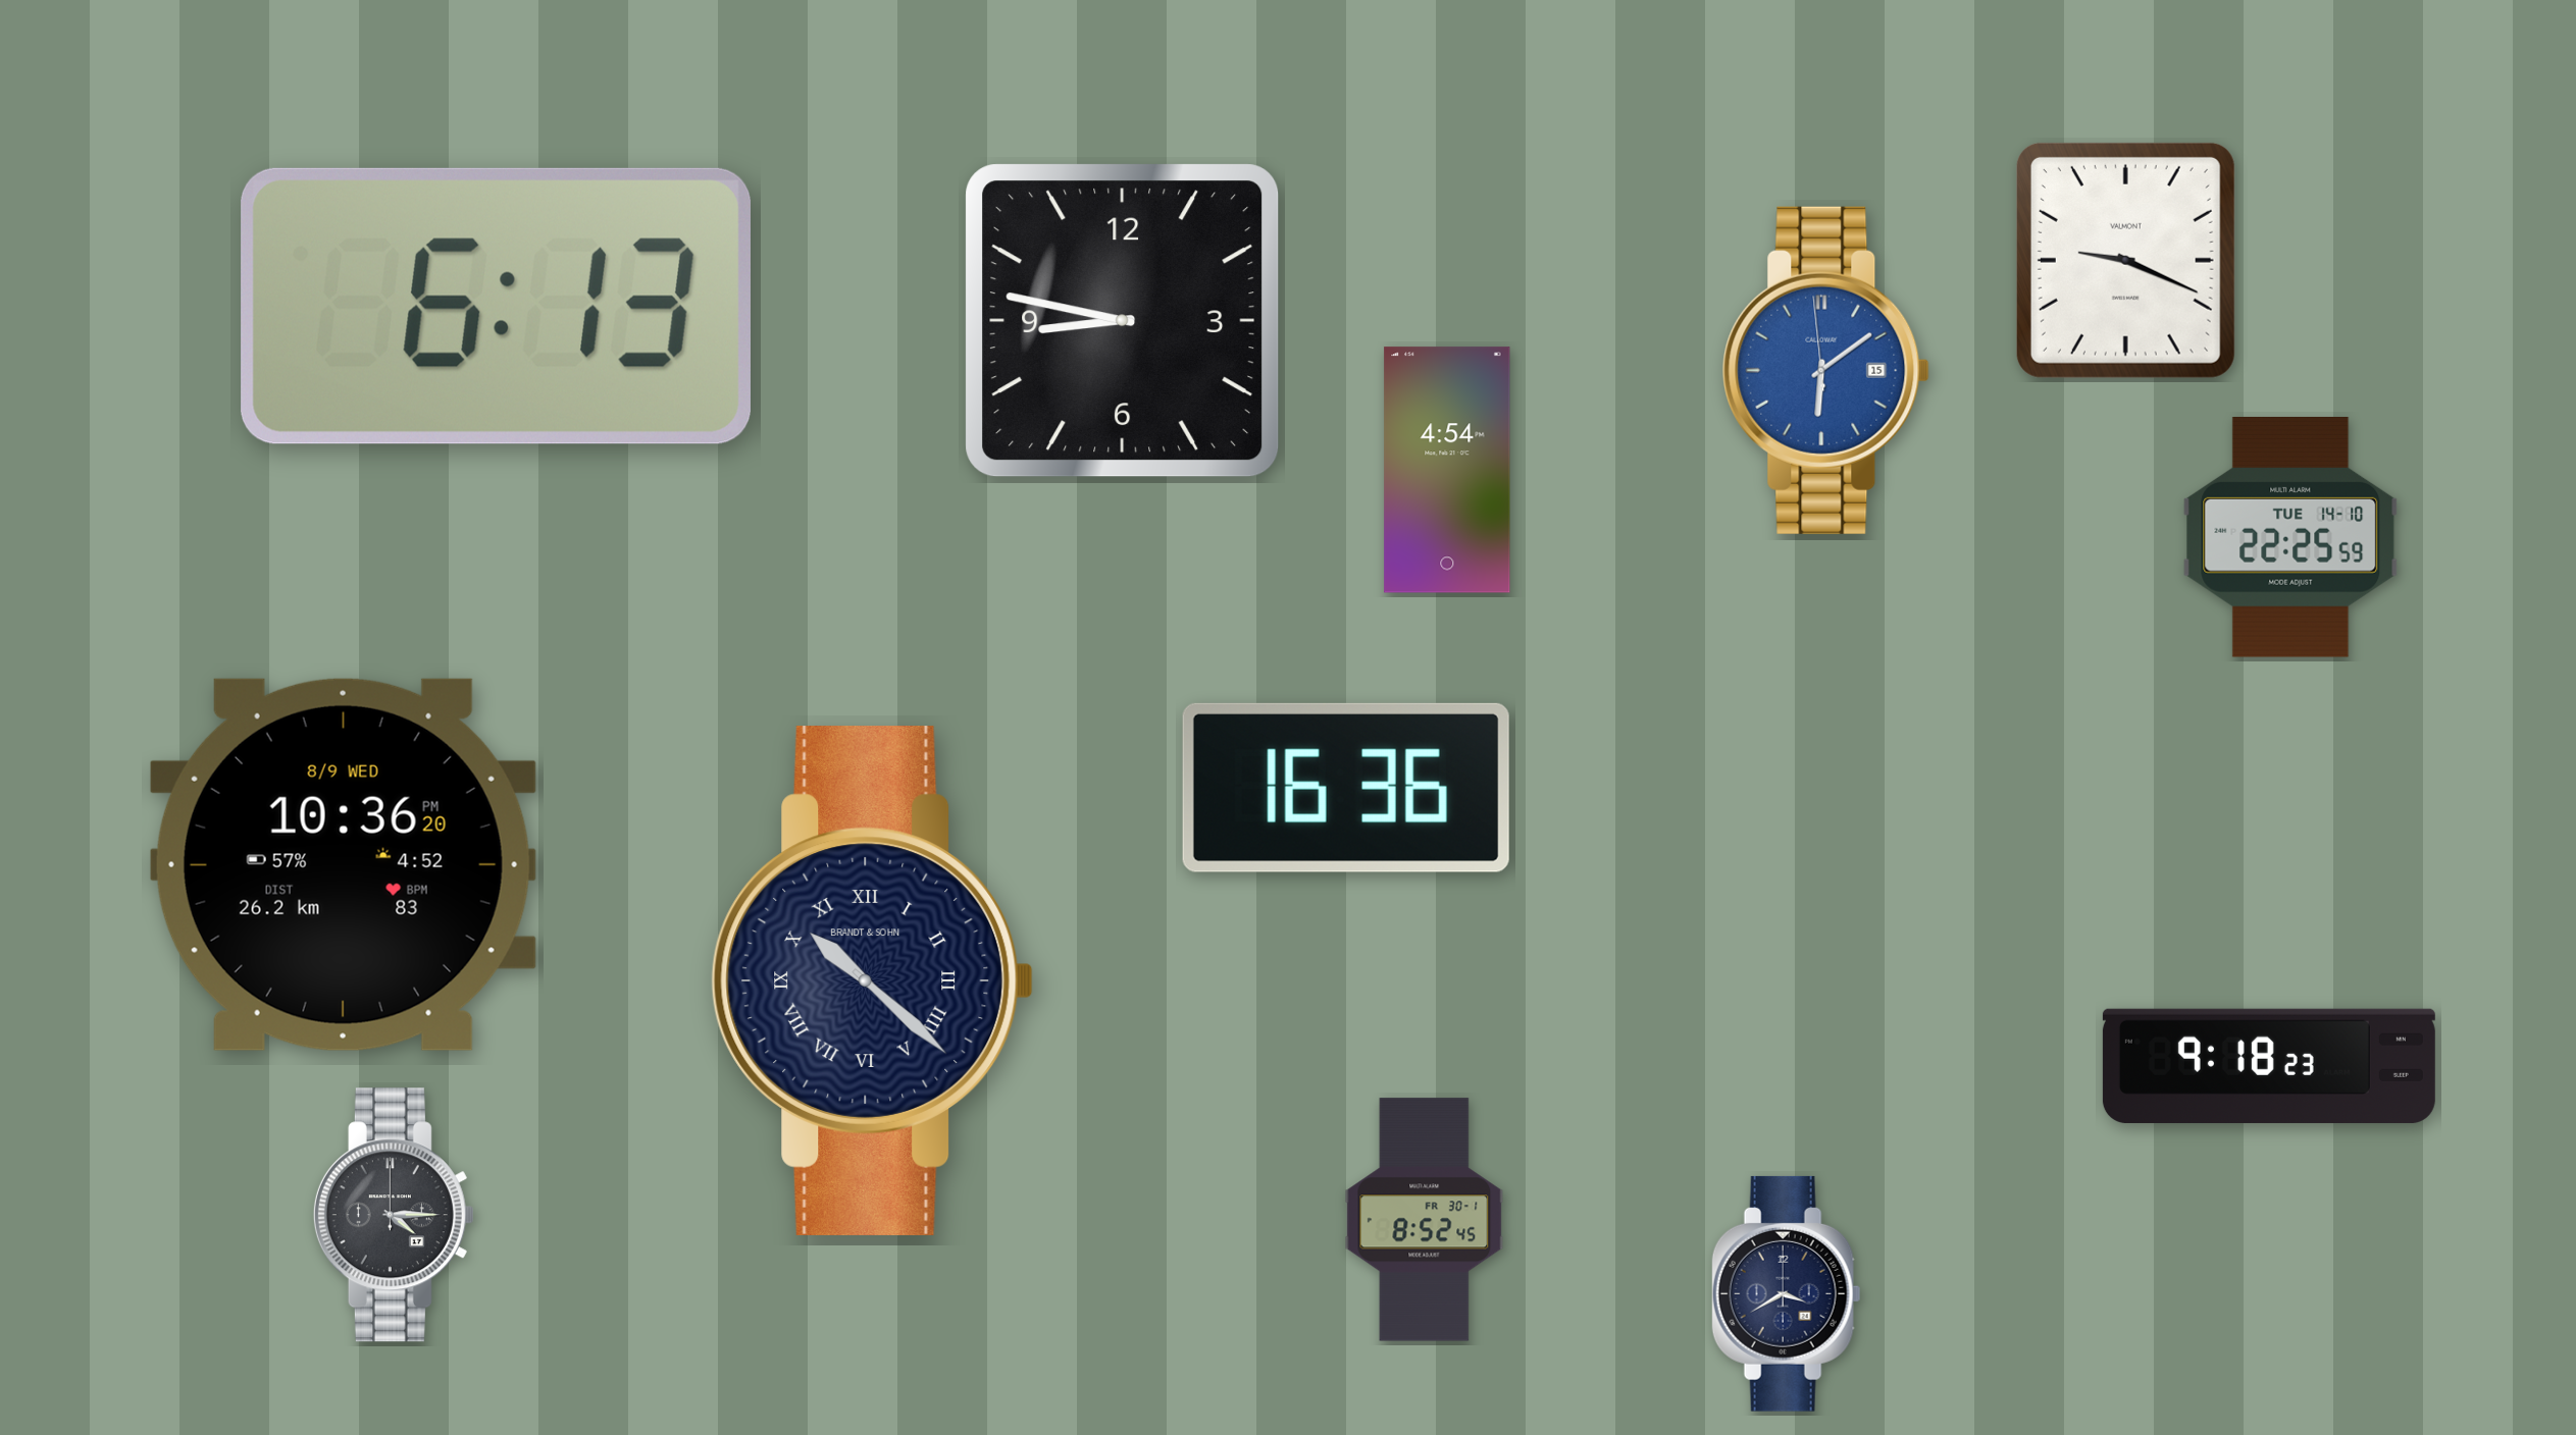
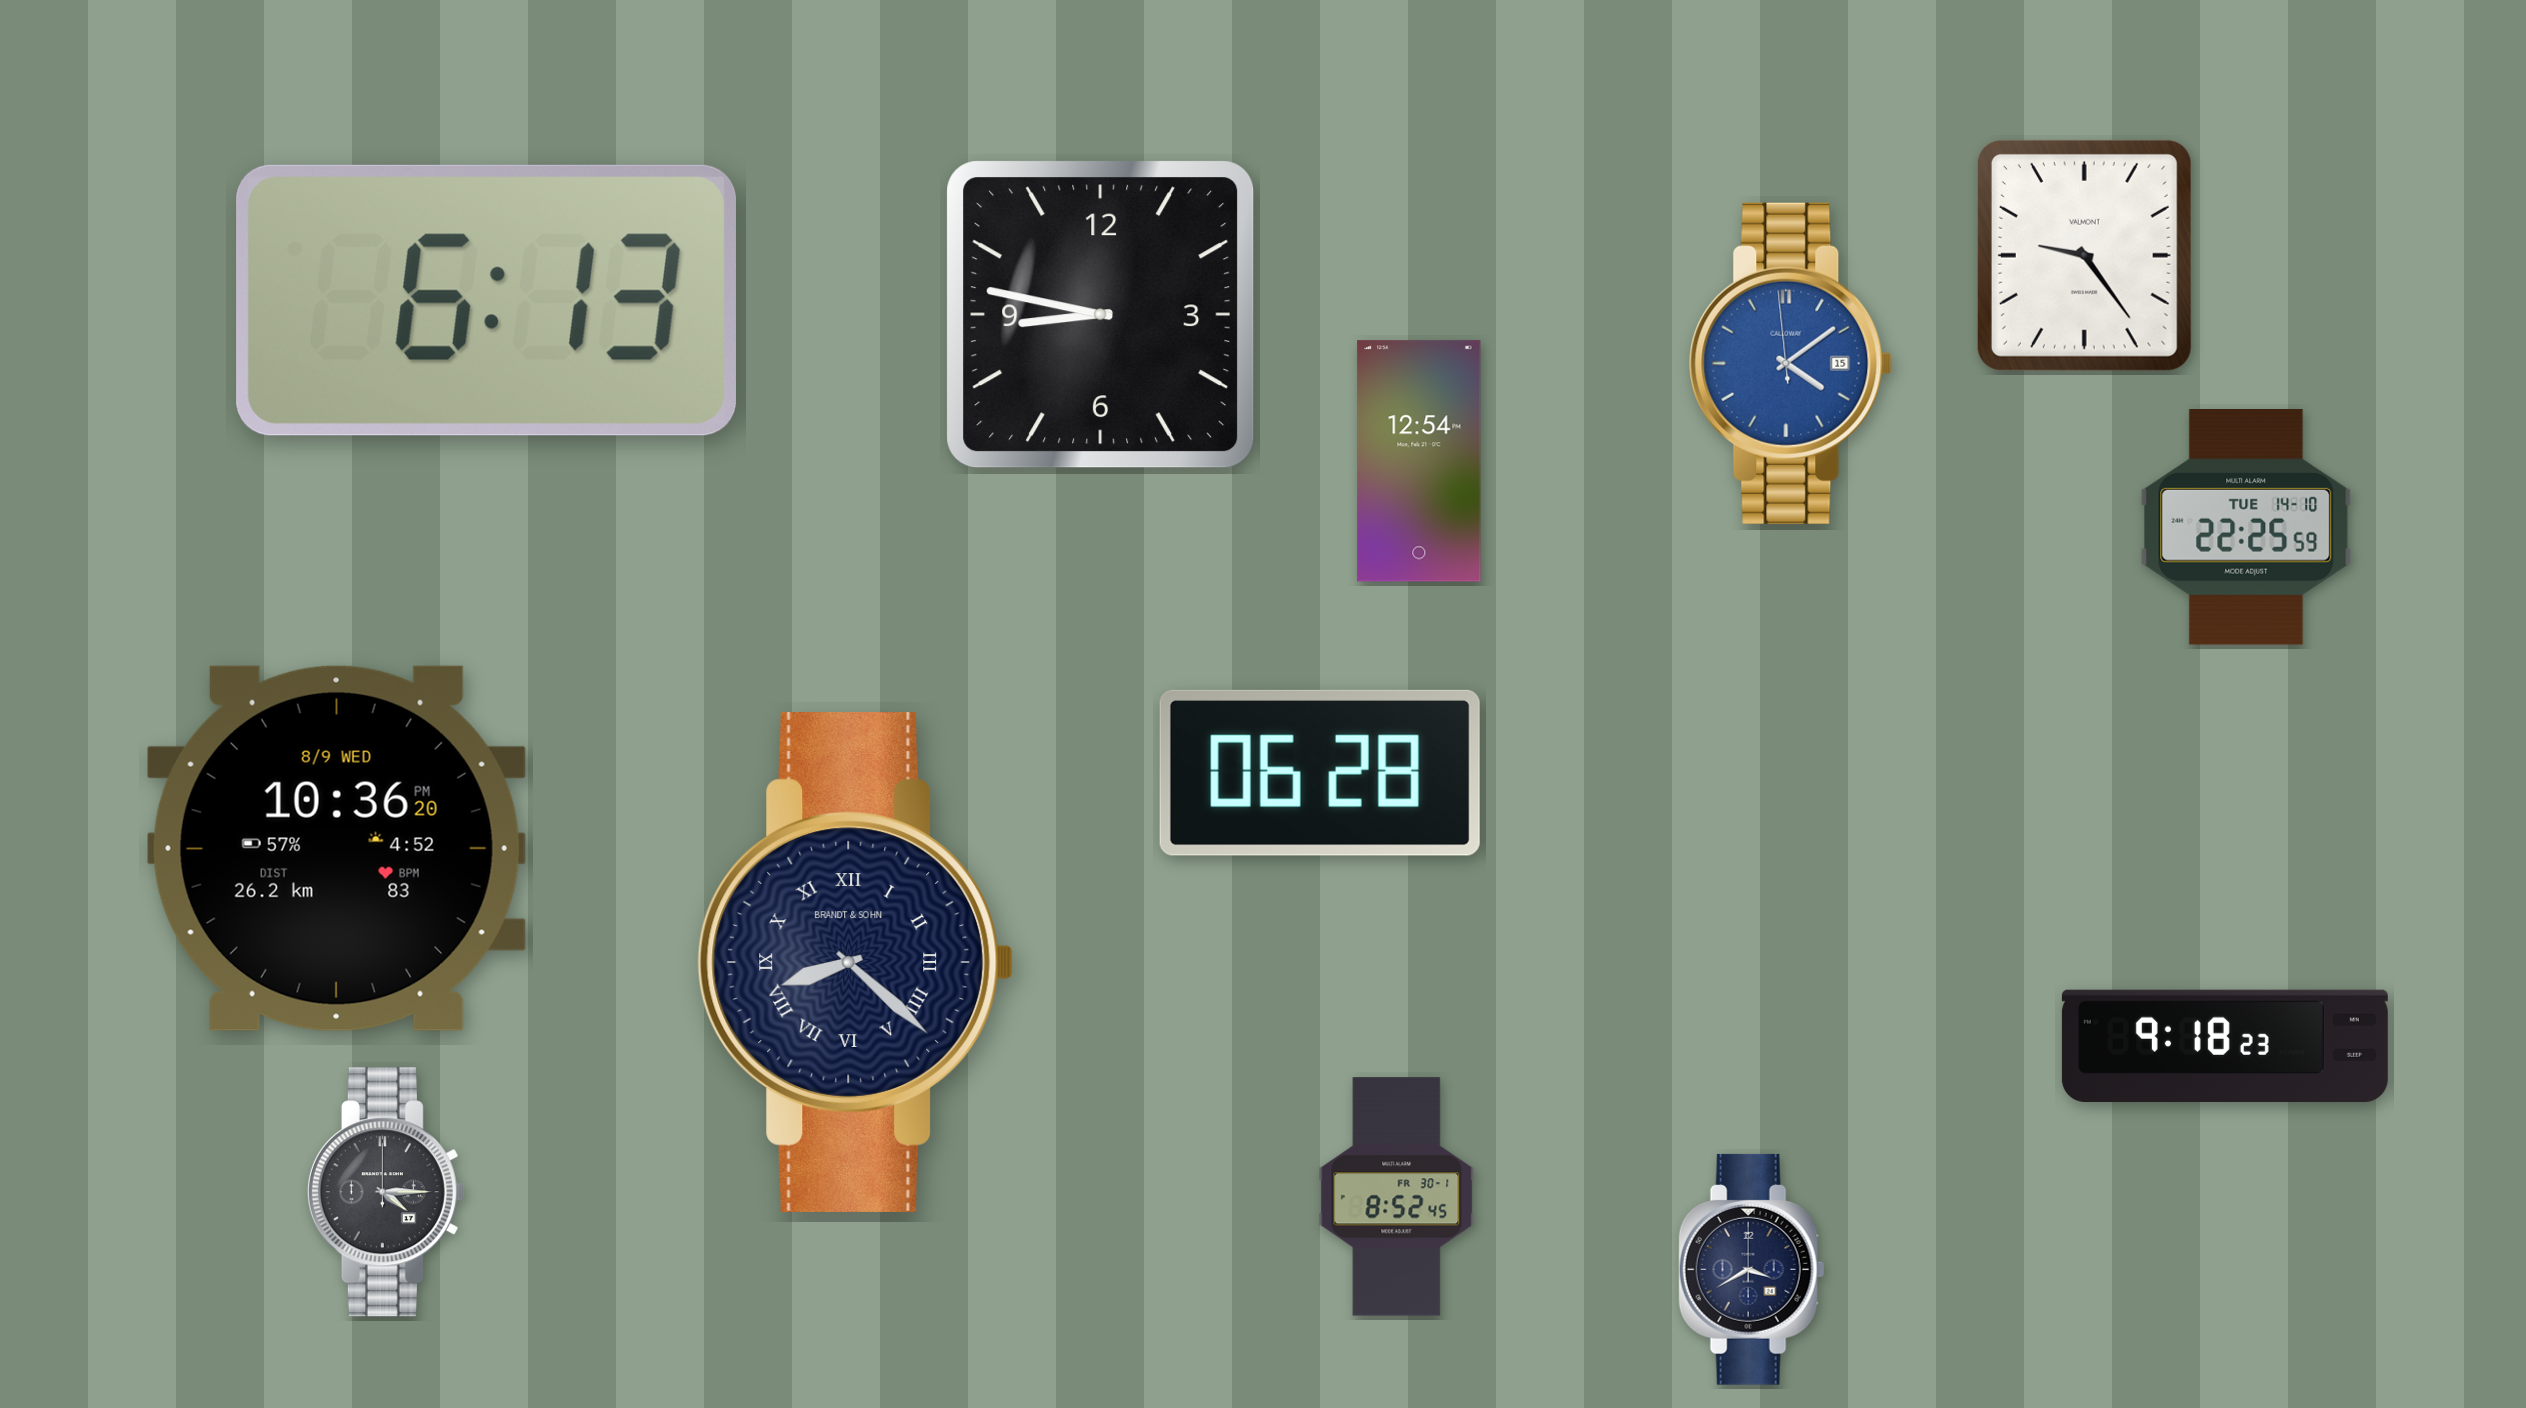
clock at (2125, 260): 9:19 -> 9:24
clock at (1825, 370): 6:08 -> 4:08
clock at (1447, 470): 4:54 -> 12:54
clock at (1346, 788): 16:36 -> 06:28
clock at (872, 980): 10:22 -> 8:22
